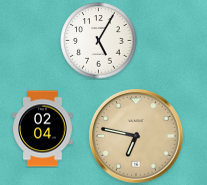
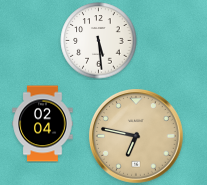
clock at (99, 41): 5:05 -> 5:29
clock at (43, 129) position: (43, 129) -> (43, 124)
